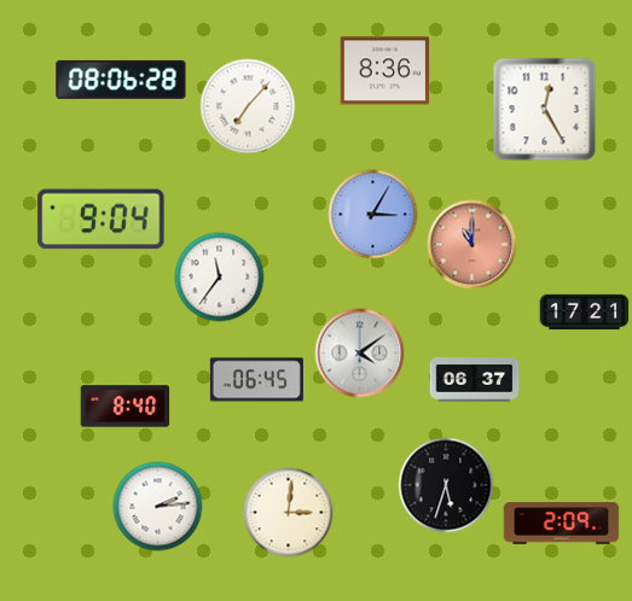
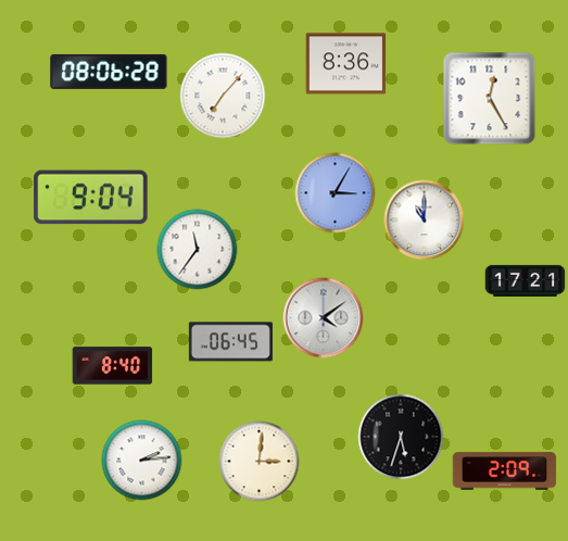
clock at (472, 245) dial: salmon -> white
clock at (475, 380): 06:37 -> none
clock at (158, 507) position: (158, 507) -> (142, 461)
